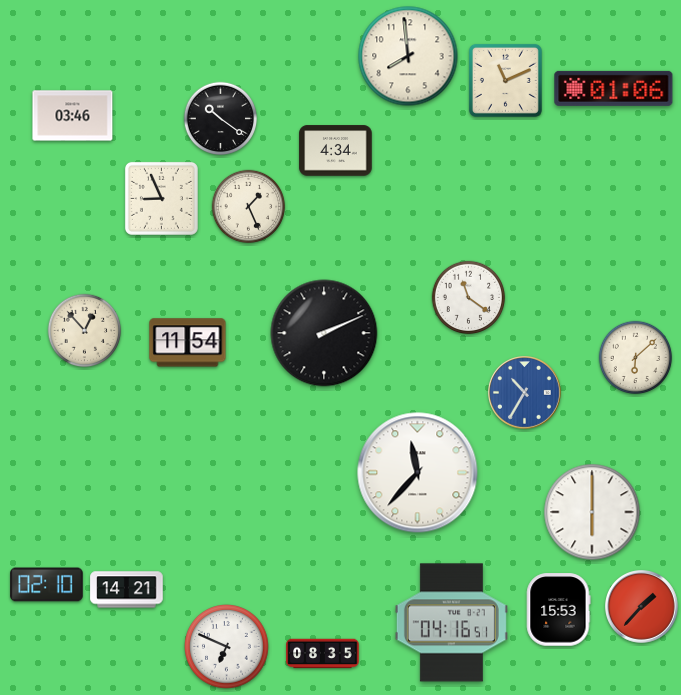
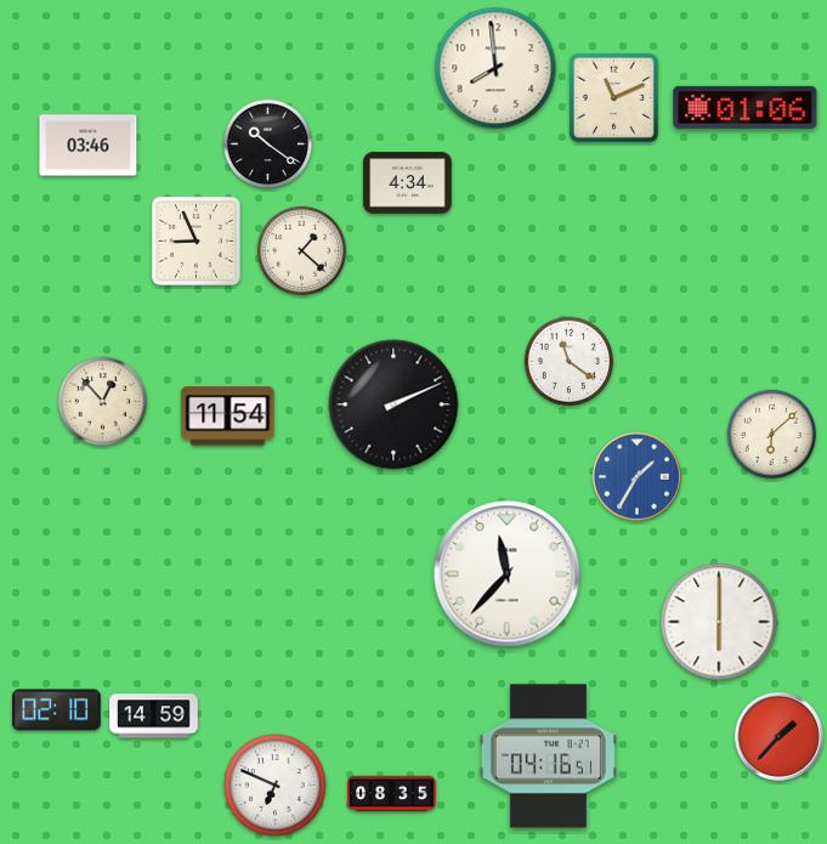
clock at (73, 116) position: (73, 116) -> (89, 146)
clock at (249, 207): 1:26 -> 1:22
clock at (525, 393): 10:35 -> 1:35
clock at (127, 590): 14:21 -> 14:59
clock at (559, 610): 15:53 -> none
